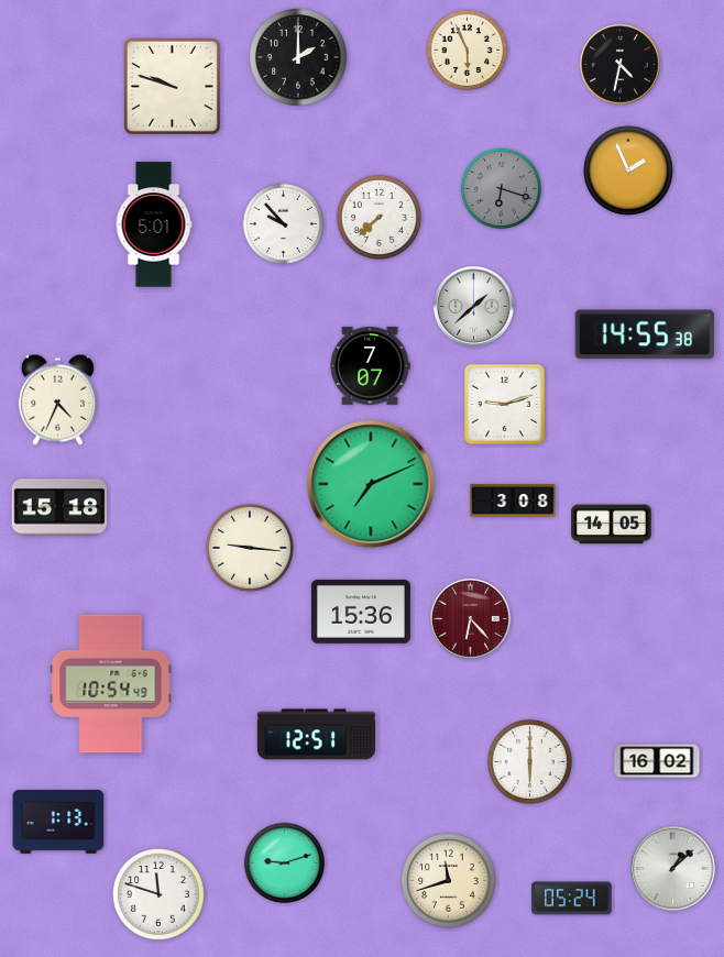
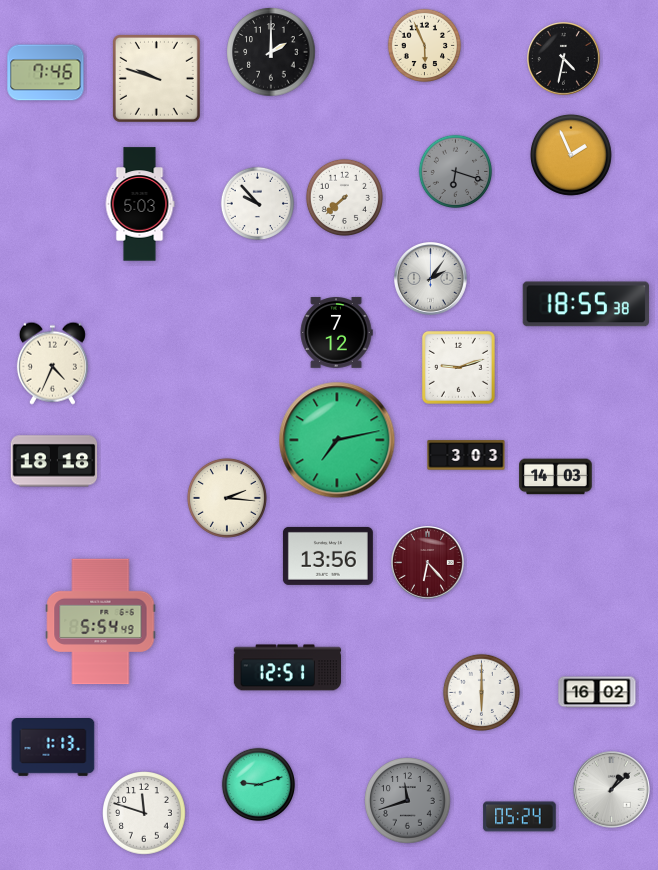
clock at (46, 73): none -> 7:46
clock at (154, 224): 5:01 -> 5:03
clock at (474, 307): 1:38 -> 2:06
clock at (645, 334): 14:55 -> 18:55
clock at (370, 366): 7:07 -> 7:12
clock at (371, 484): 7:11 -> 7:13
clock at (513, 501): 3:08 -> 3:03
clock at (59, 507): 15:18 -> 18:18
clock at (612, 525): 14:05 -> 14:03
clock at (250, 548): 9:16 -> 2:16
clock at (361, 612): 15:36 -> 13:56
clock at (111, 684): 10:54 -> 5:54
clock at (449, 881) dial: cream -> grey
